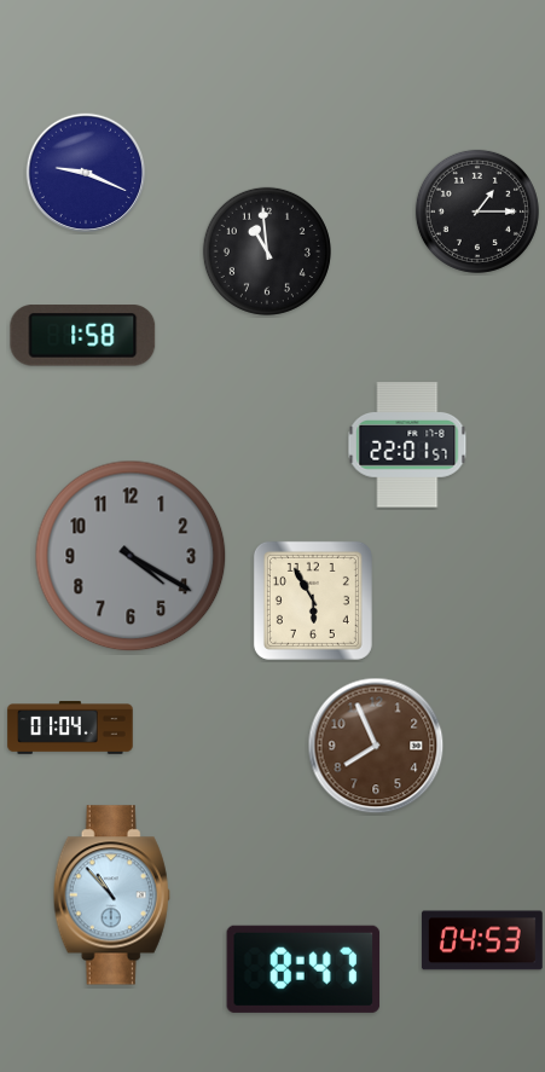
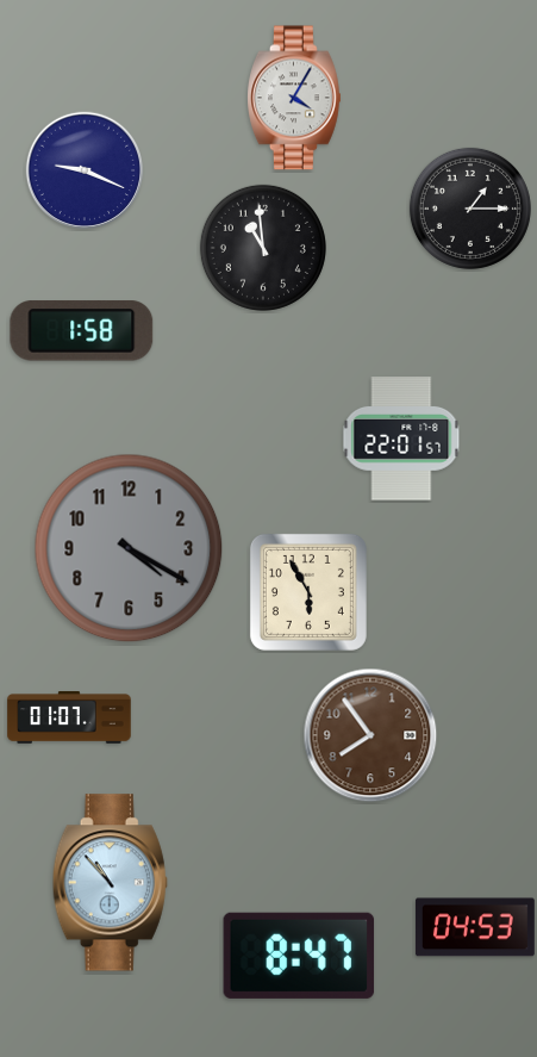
clock at (295, 98): none -> 4:05
clock at (70, 728): 01:04 -> 01:07
clock at (376, 746): 7:56 -> 7:54
